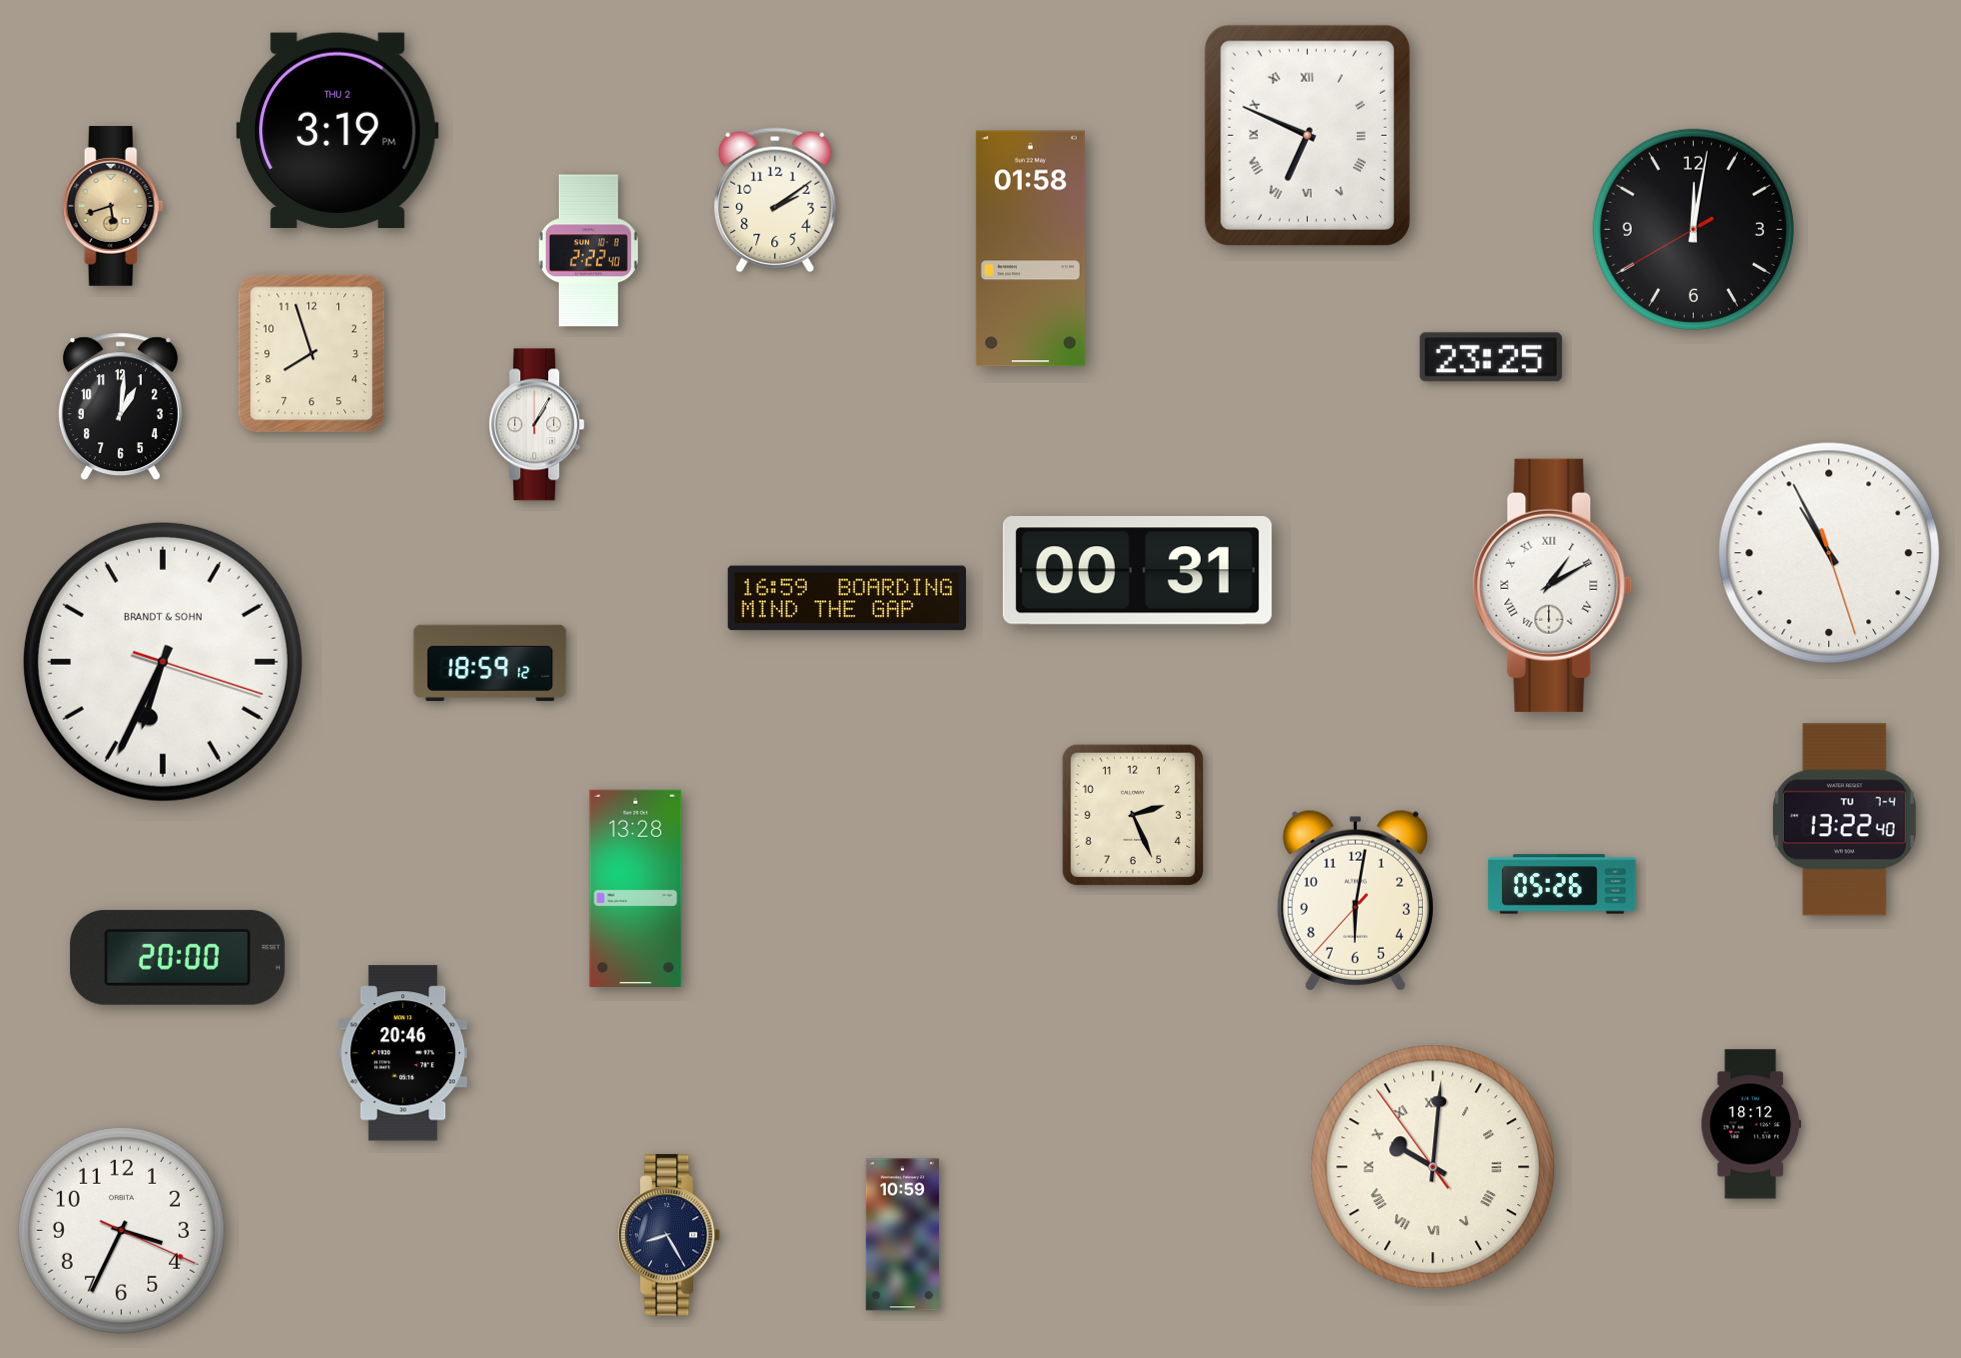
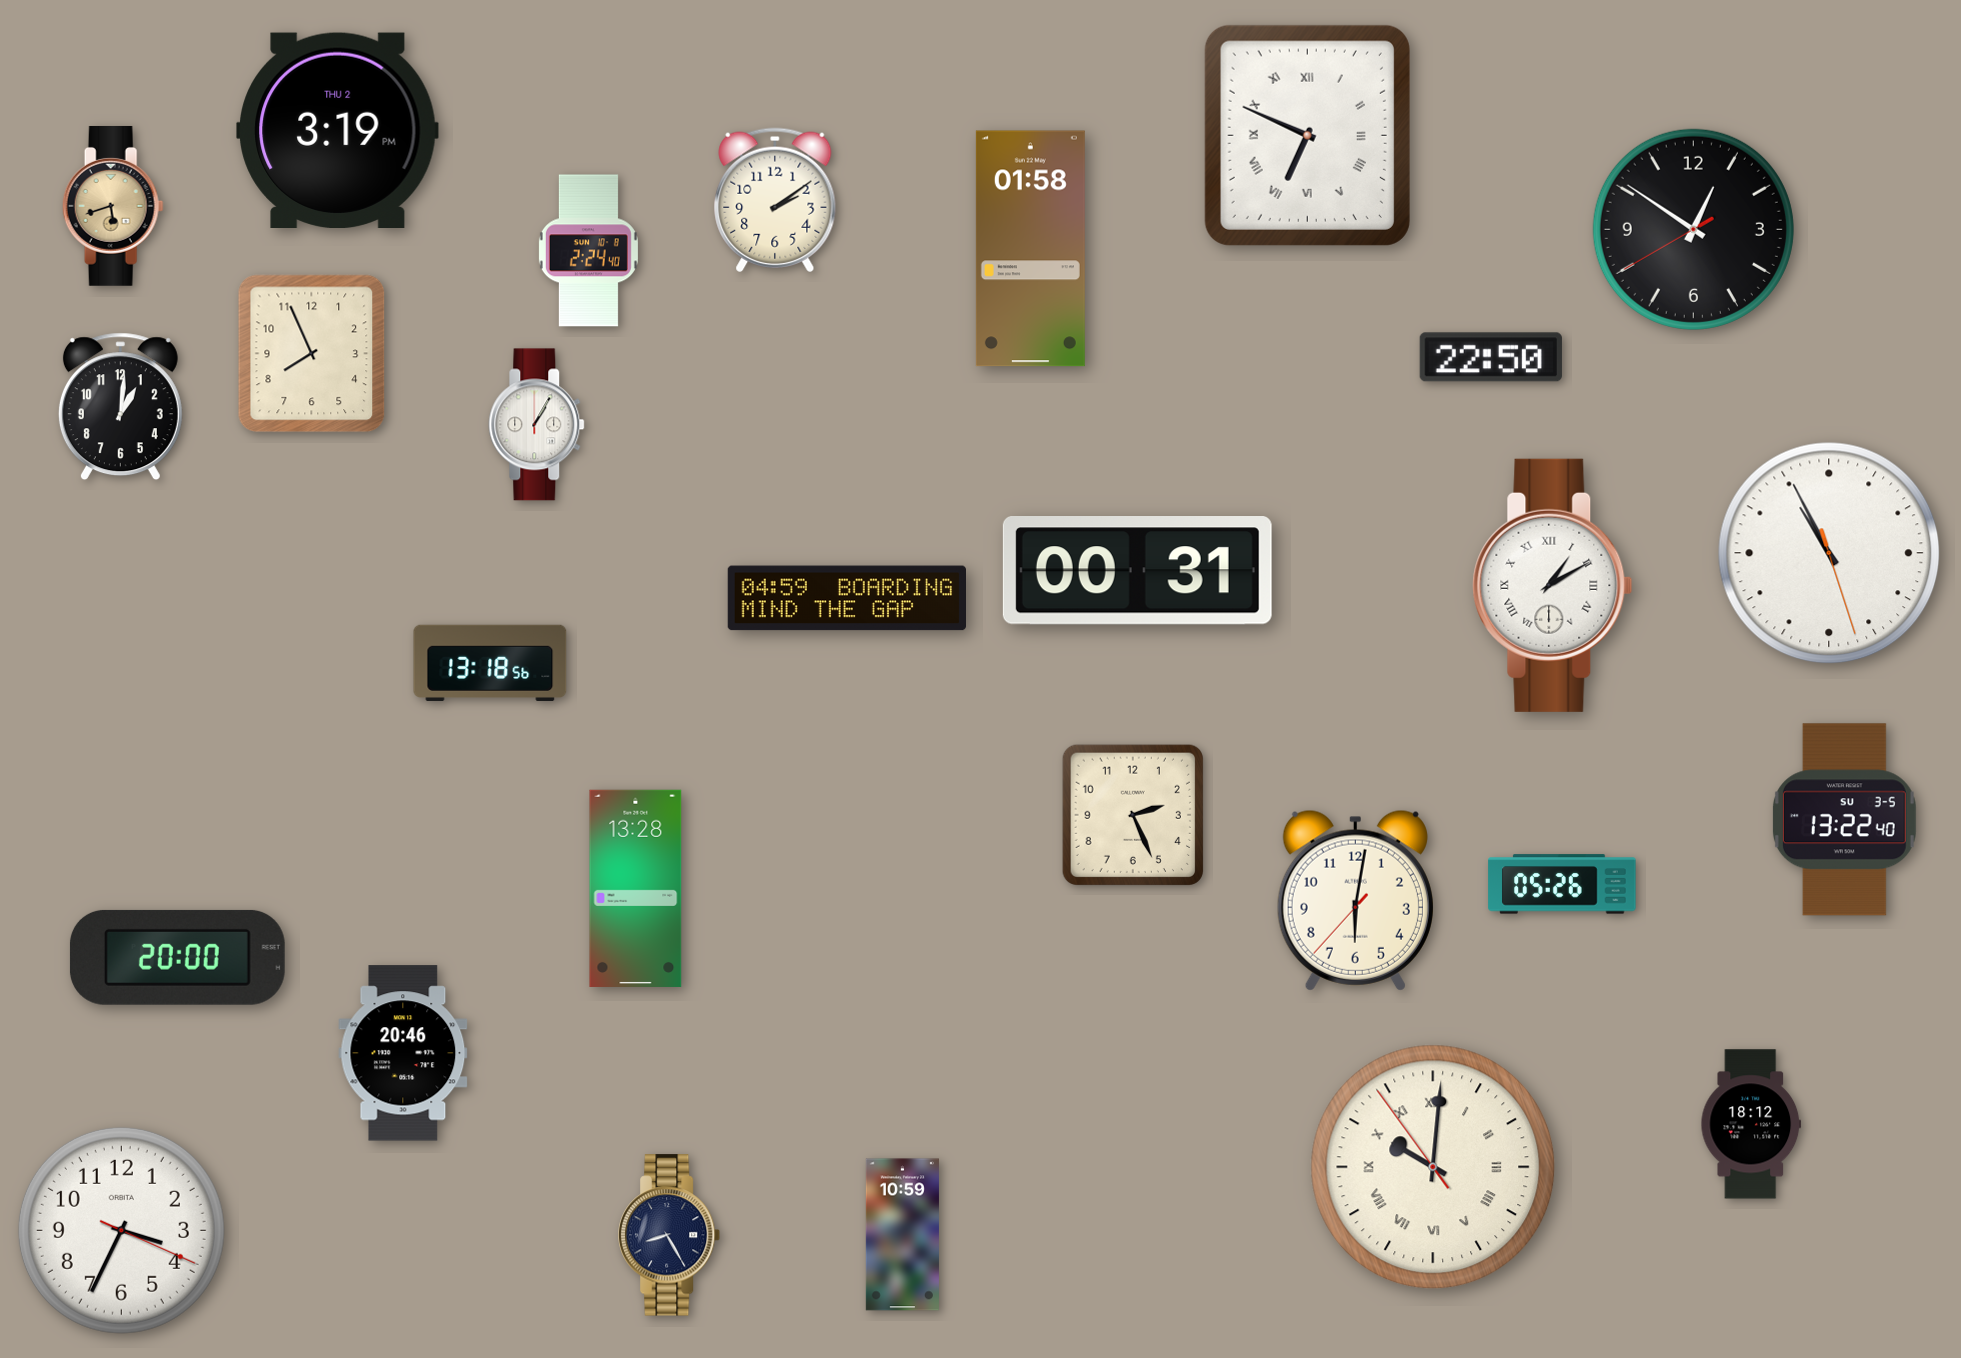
clock at (1693, 229): 12:01 -> 12:50
clock at (588, 251): 2:22 -> 2:24
clock at (312, 354): 7:57 -> 7:56
clock at (1491, 357): 23:25 -> 22:50
clock at (846, 598): 16:59 -> 04:59
clock at (163, 662): 6:34 -> none
clock at (490, 663): 18:59 -> 13:18
clock at (1844, 820) date: TU 7-4 -> SU 3-5
